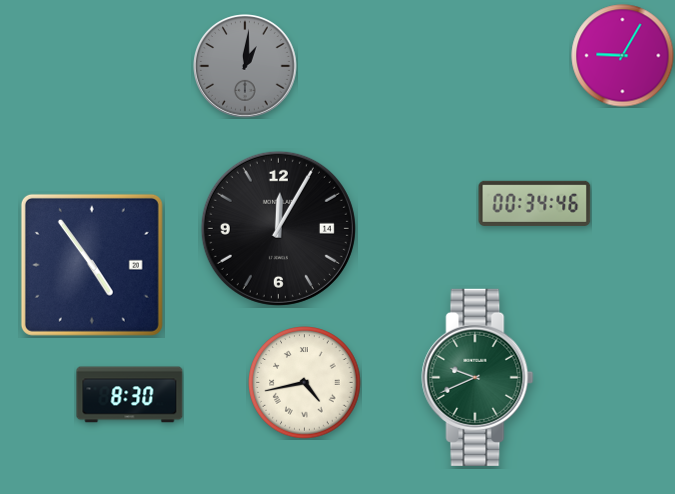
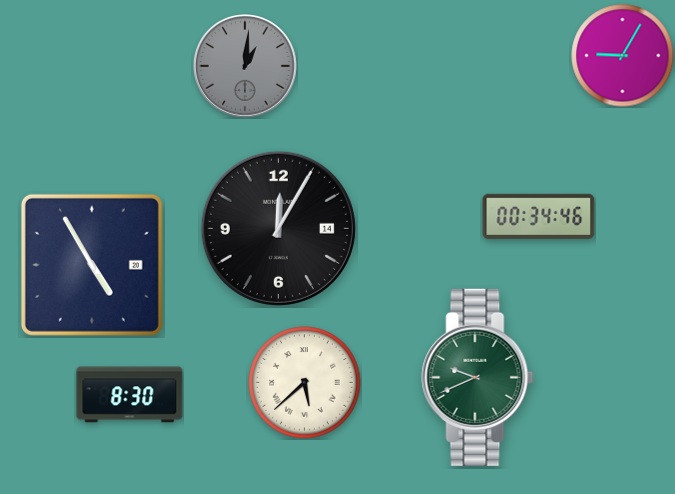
clock at (535, 203) position: (535, 203) -> (539, 216)
clock at (92, 265): 4:54 -> 4:55
clock at (305, 383): 4:43 -> 5:38
